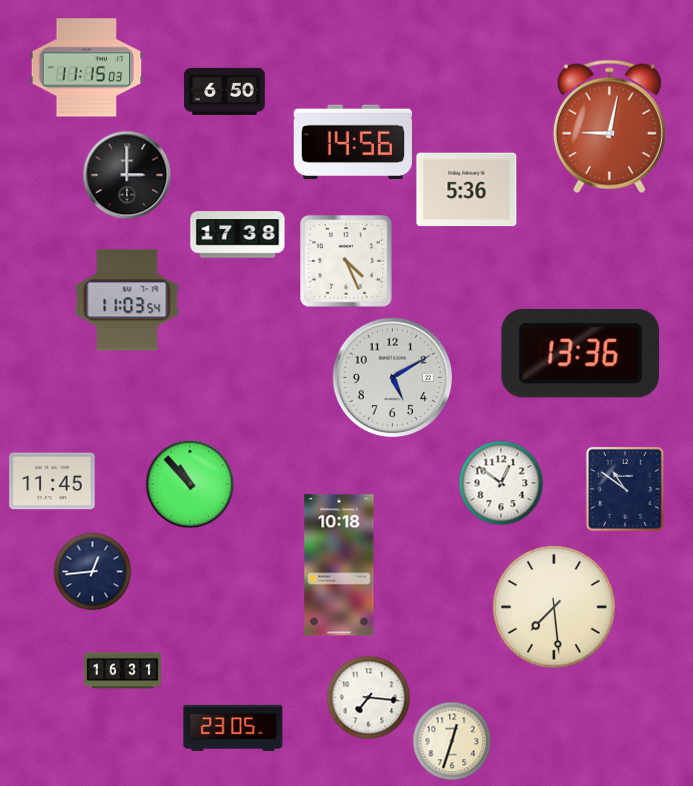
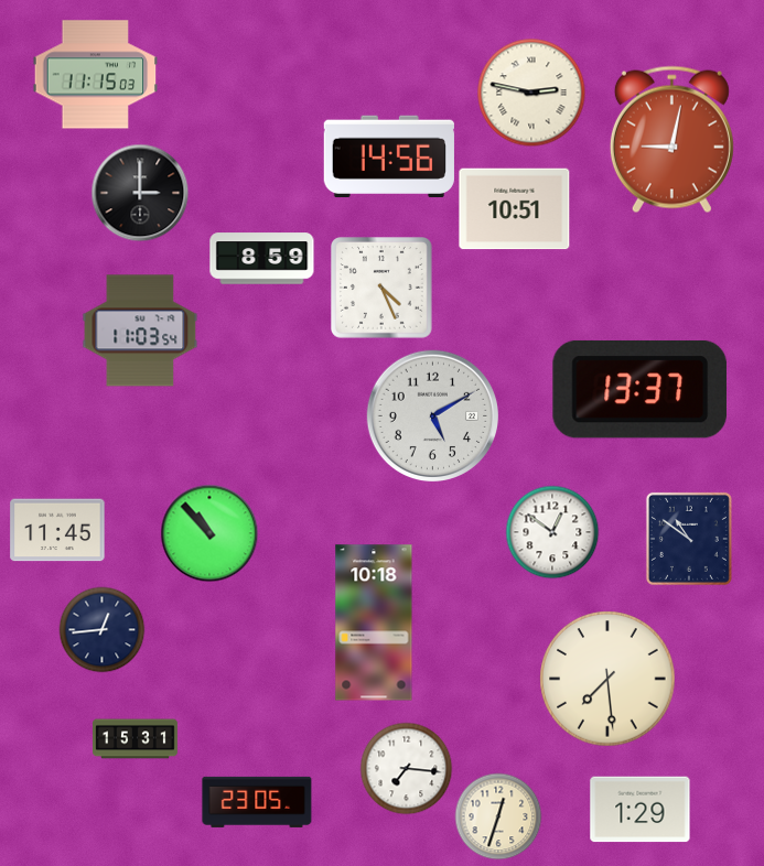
clock at (531, 93): none -> 2:47
clock at (225, 91): 6:50 -> none
clock at (467, 190): 5:36 -> 10:51
clock at (238, 235): 17:38 -> 8:59
clock at (580, 353): 13:36 -> 13:37
clock at (554, 607) position: (554, 607) -> (607, 679)
clock at (123, 671): 16:31 -> 15:31
clock at (641, 810): none -> 1:29
